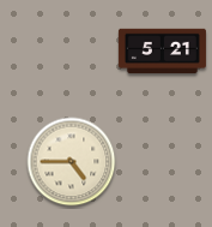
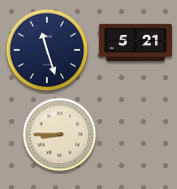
clock at (47, 50): none -> 11:27
clock at (72, 162): 4:45 -> 8:45
